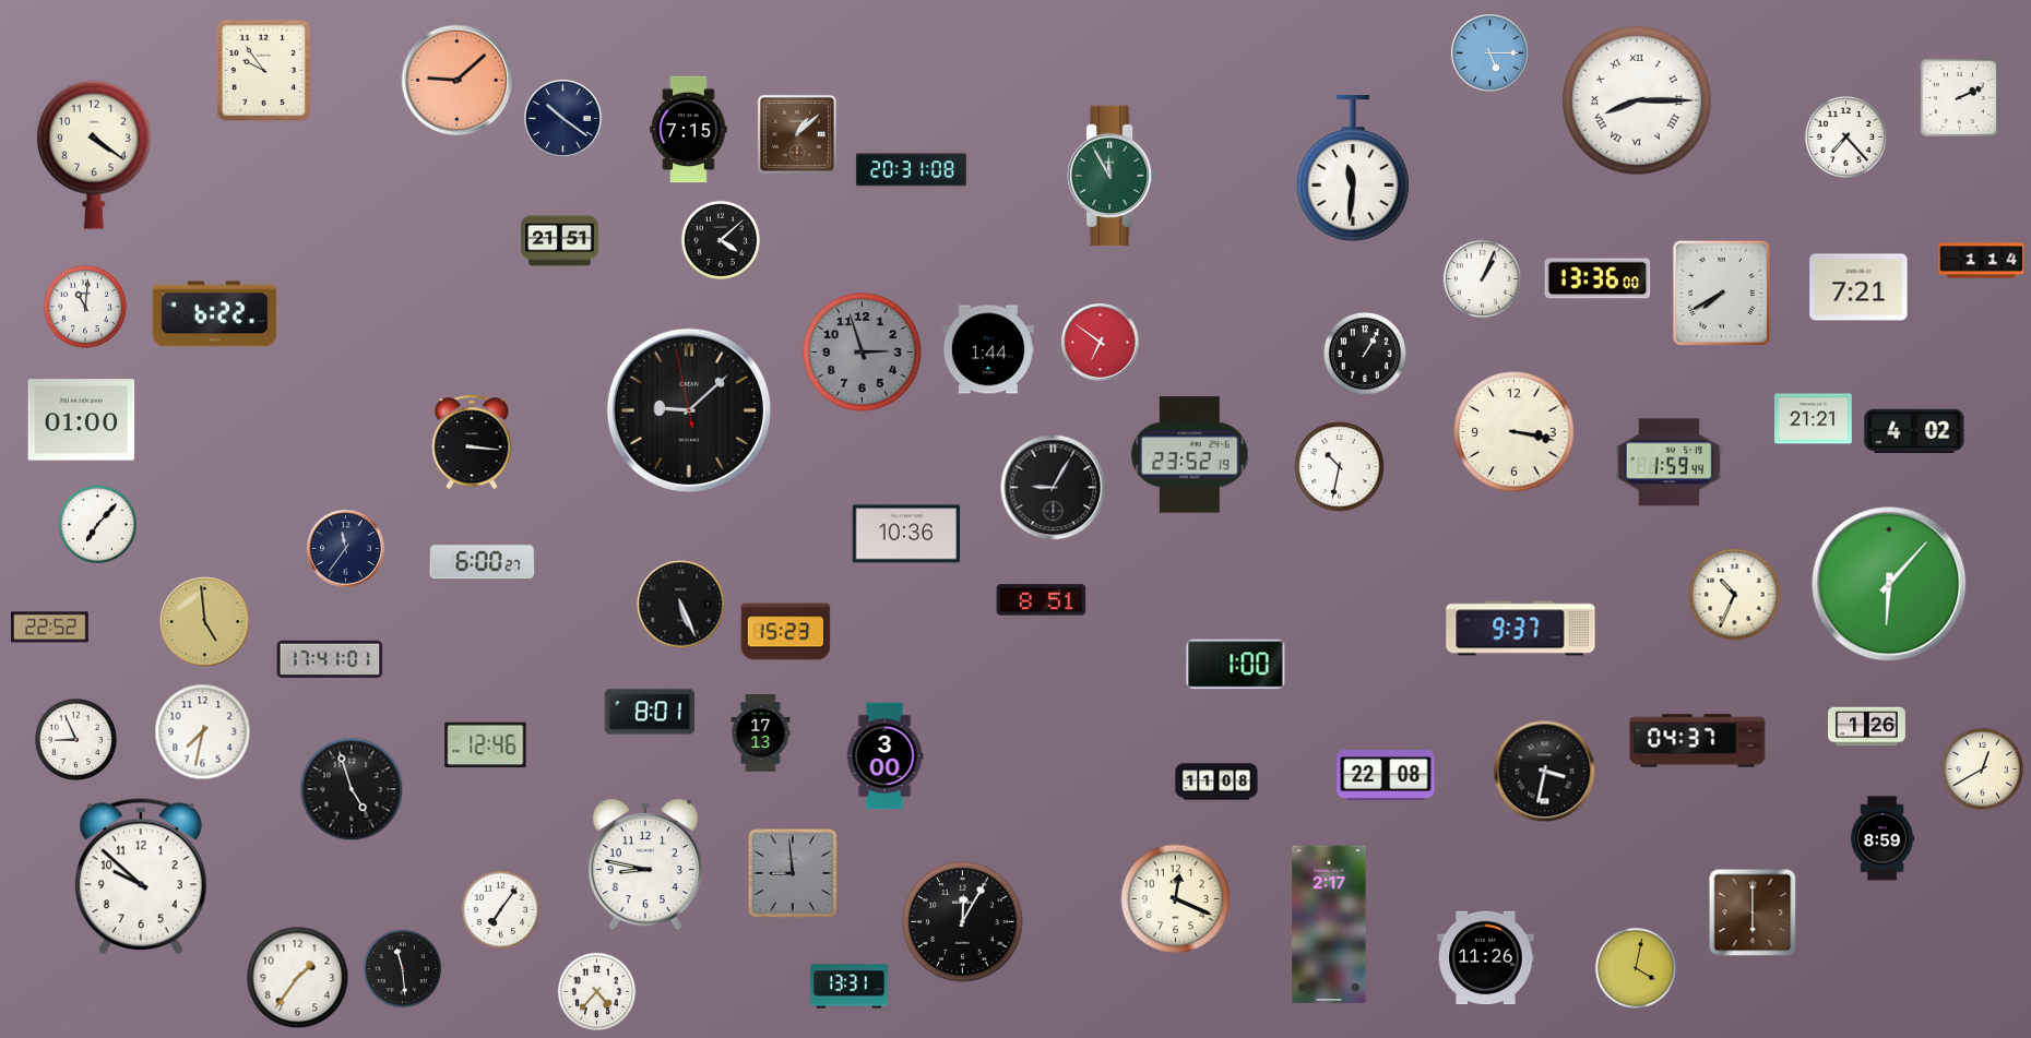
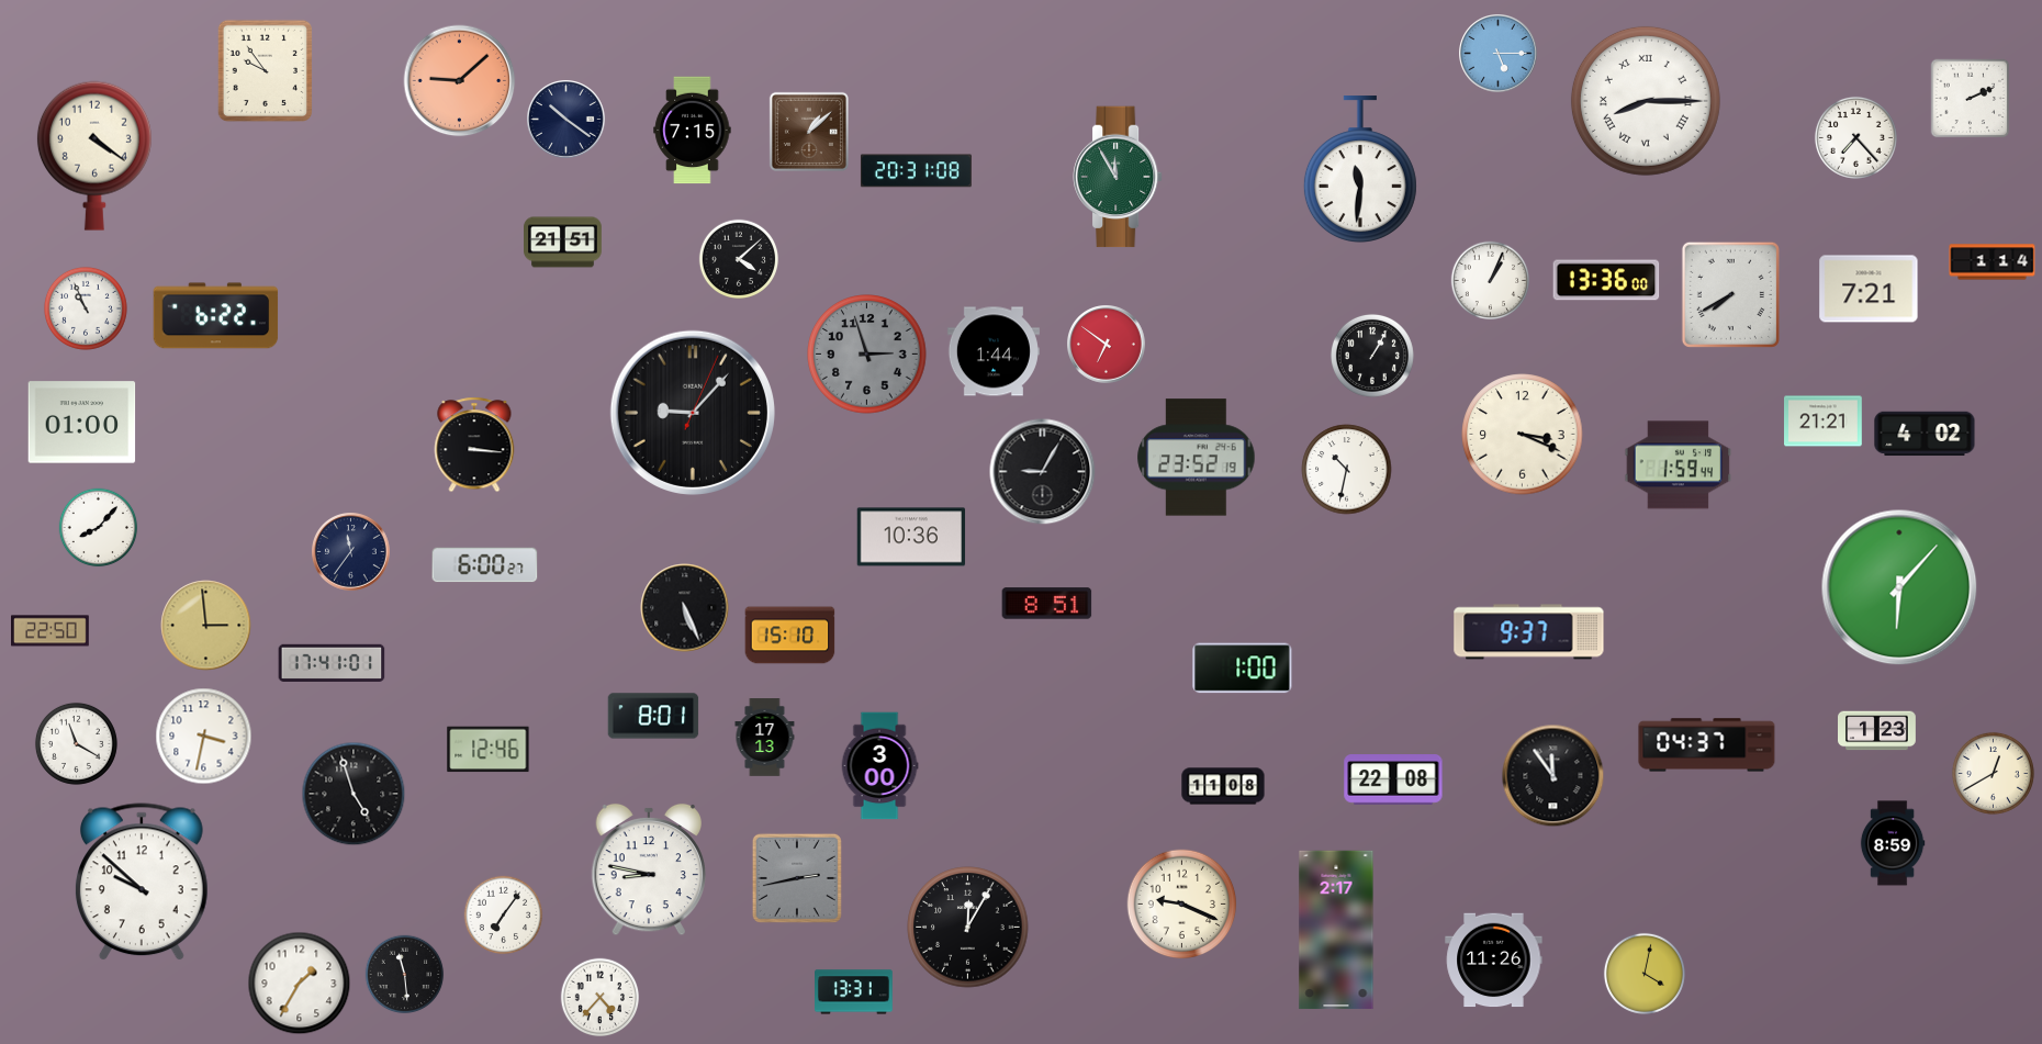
clock at (797, 134) position: (797, 134) -> (809, 132)
clock at (720, 239) position: (720, 239) -> (738, 258)
clock at (85, 307): 11:01 -> 10:56
clock at (689, 410): 9:07:58 -> 9:07:04
clock at (1515, 432): 3:17 -> 3:19
clock at (1054, 488) position: (1054, 488) -> (1043, 472)
clock at (98, 525): 7:07 -> 8:07
clock at (346, 549) position: (346, 549) -> (351, 552)
clock at (1735, 595): 10:34 -> none
clock at (205, 622): 4:59 -> 2:59
clock at (50, 628): 22:52 -> 22:50
clock at (786, 632): 15:23 -> 15:10
clock at (1867, 727): 1:26 -> 1:23
clock at (203, 732): 7:32 -> 3:32
clock at (75, 739): 8:56 -> 11:20
clock at (884, 756) position: (884, 756) -> (879, 766)
clock at (1545, 772): 3:32 -> 11:54
clock at (793, 873): 8:59 -> 2:43
clock at (1176, 899): 12:19 -> 9:19
clock at (1753, 912): 6:00 -> none
clock at (1486, 958) position: (1486, 958) -> (1494, 961)
clock at (298, 978): 1:36 -> 1:35
